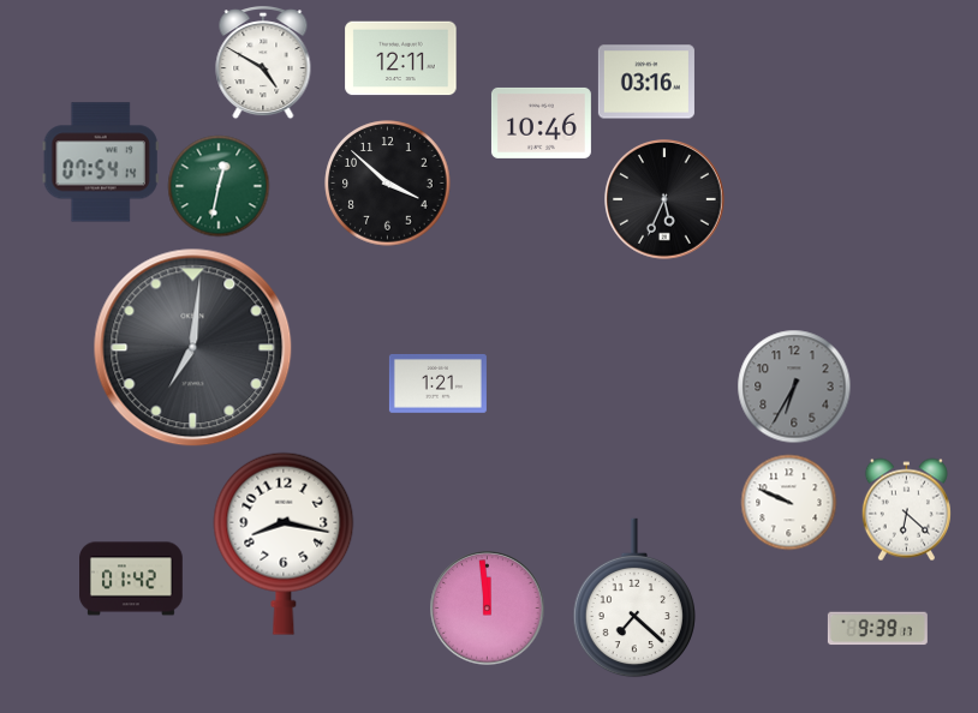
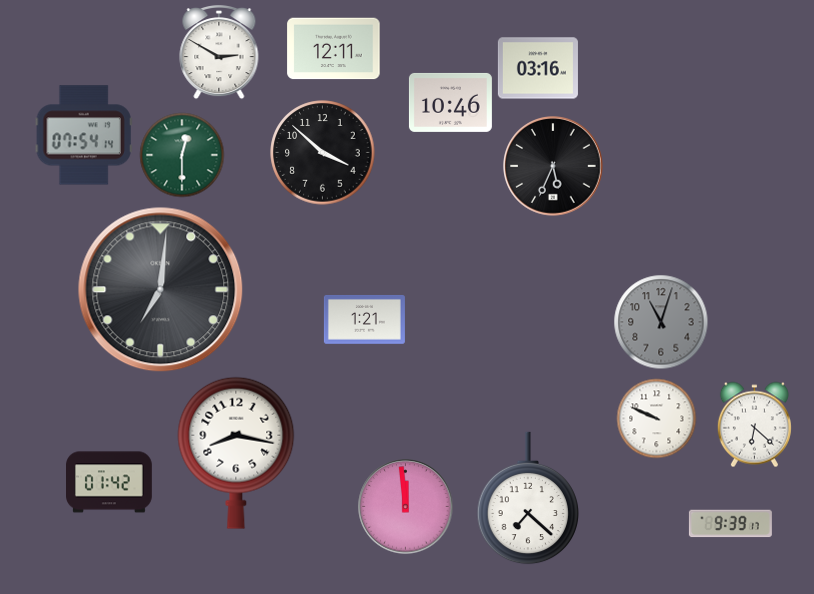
clock at (263, 64): 4:50 -> 2:50
clock at (219, 186): 12:32 -> 12:30
clock at (794, 387): 6:35 -> 11:03
